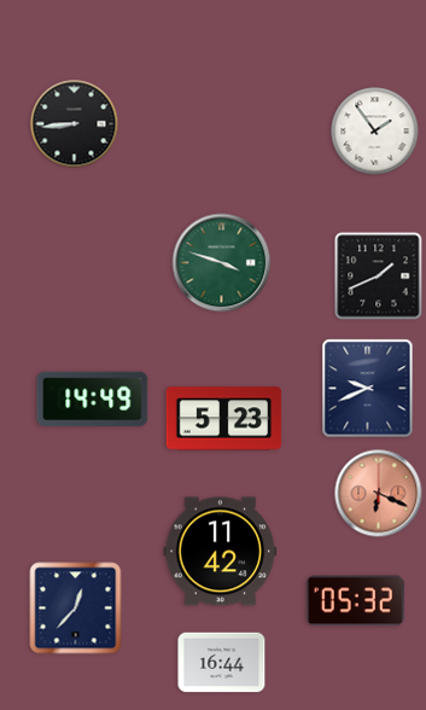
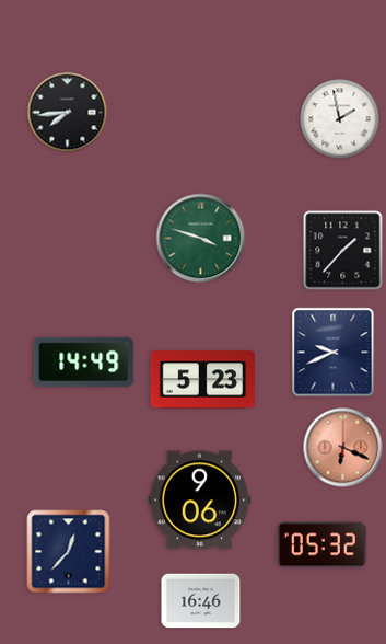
clock at (75, 124): 8:44 -> 7:44
clock at (375, 132): 1:54 -> 1:58
clock at (379, 277): 1:41 -> 1:37
clock at (221, 552): 11:42 -> 9:06
clock at (222, 663): 16:44 -> 16:46
